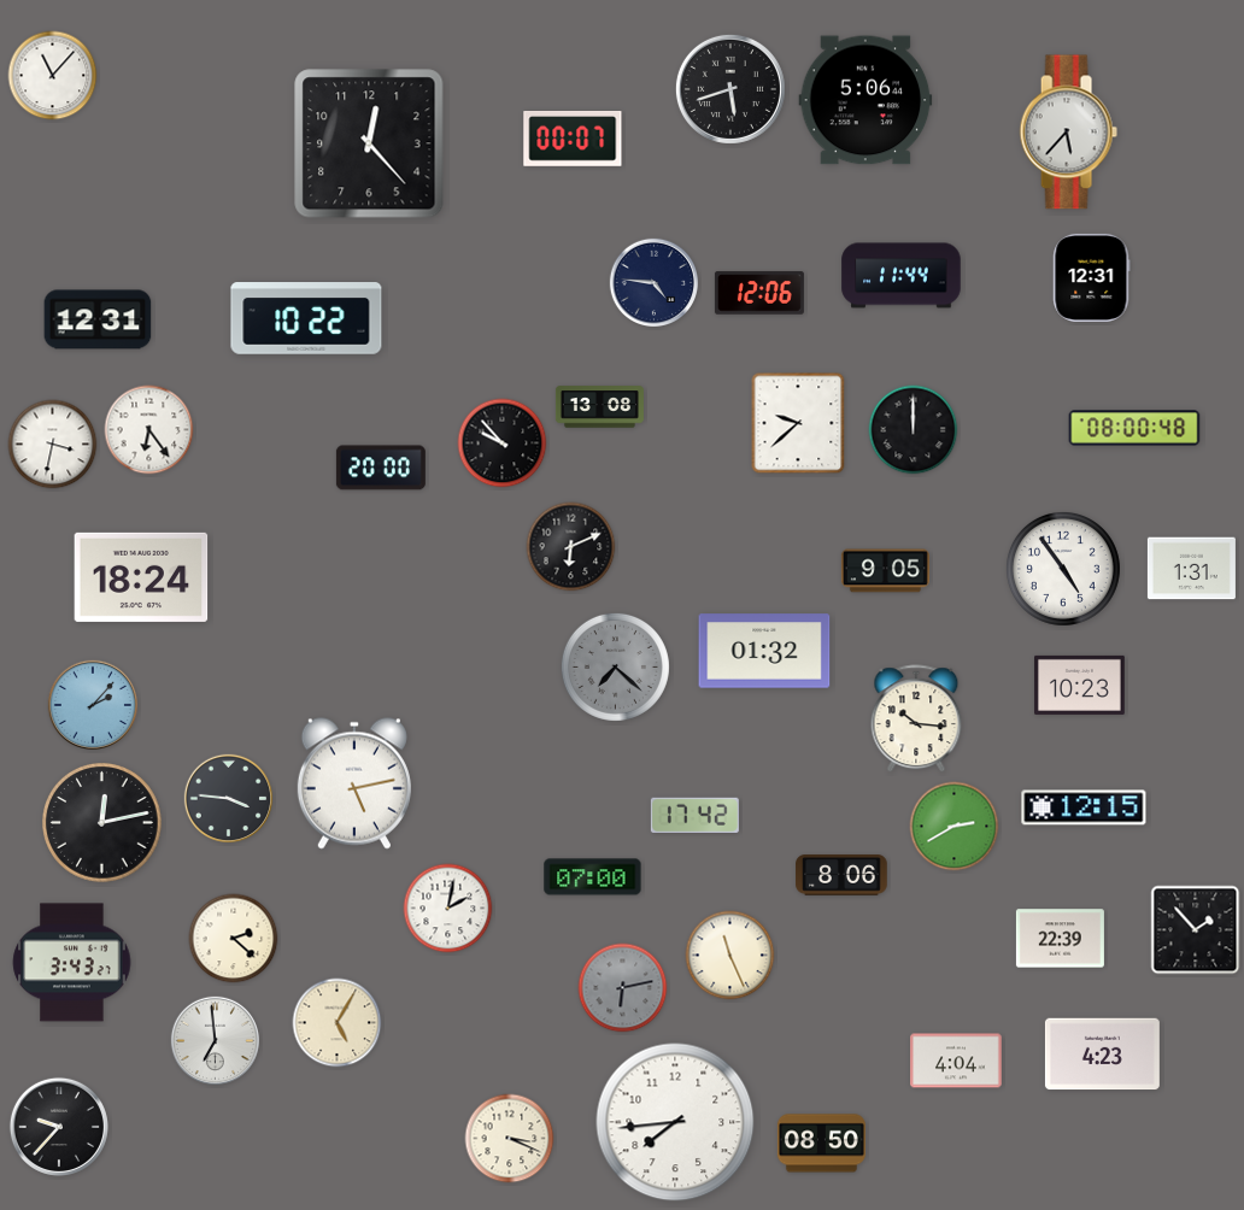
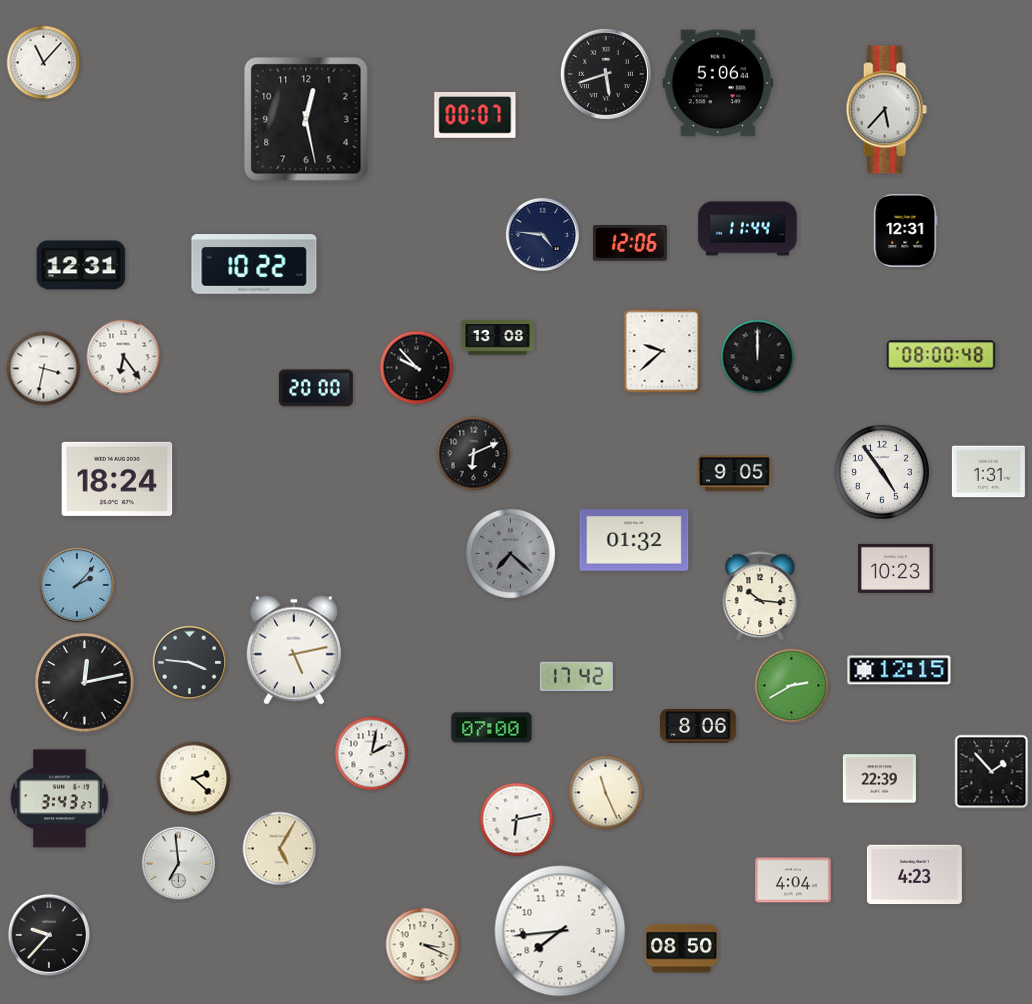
clock at (369, 143): 12:23 -> 12:28
clock at (623, 988) dial: grey -> white
